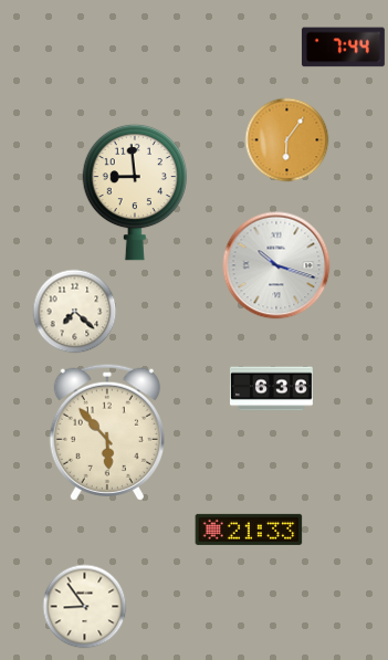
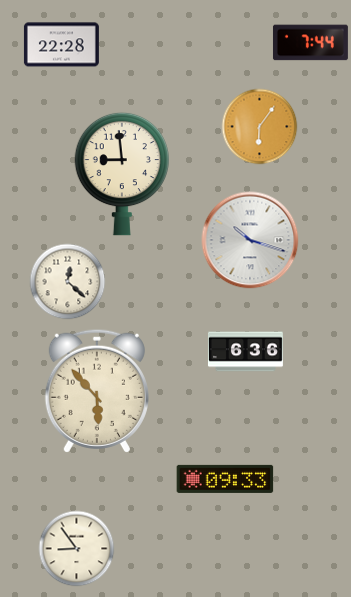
clock at (61, 45): none -> 22:28
clock at (75, 312): 7:22 -> 12:22
clock at (249, 530): 21:33 -> 09:33
